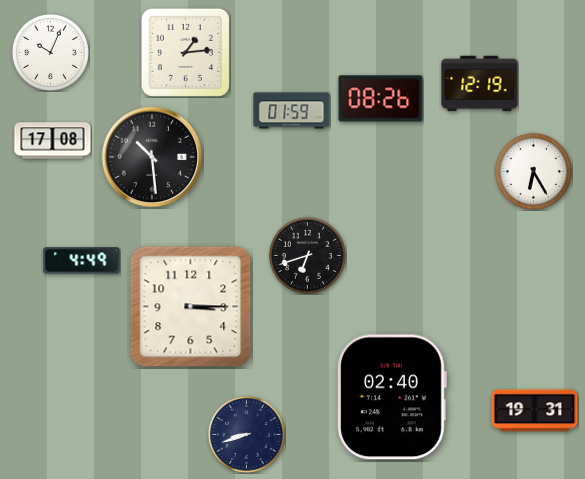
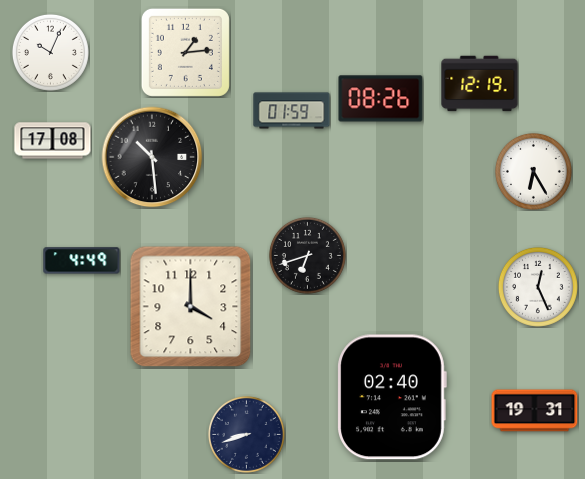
clock at (538, 287): none -> 12:26
clock at (191, 307): 3:15 -> 4:00
